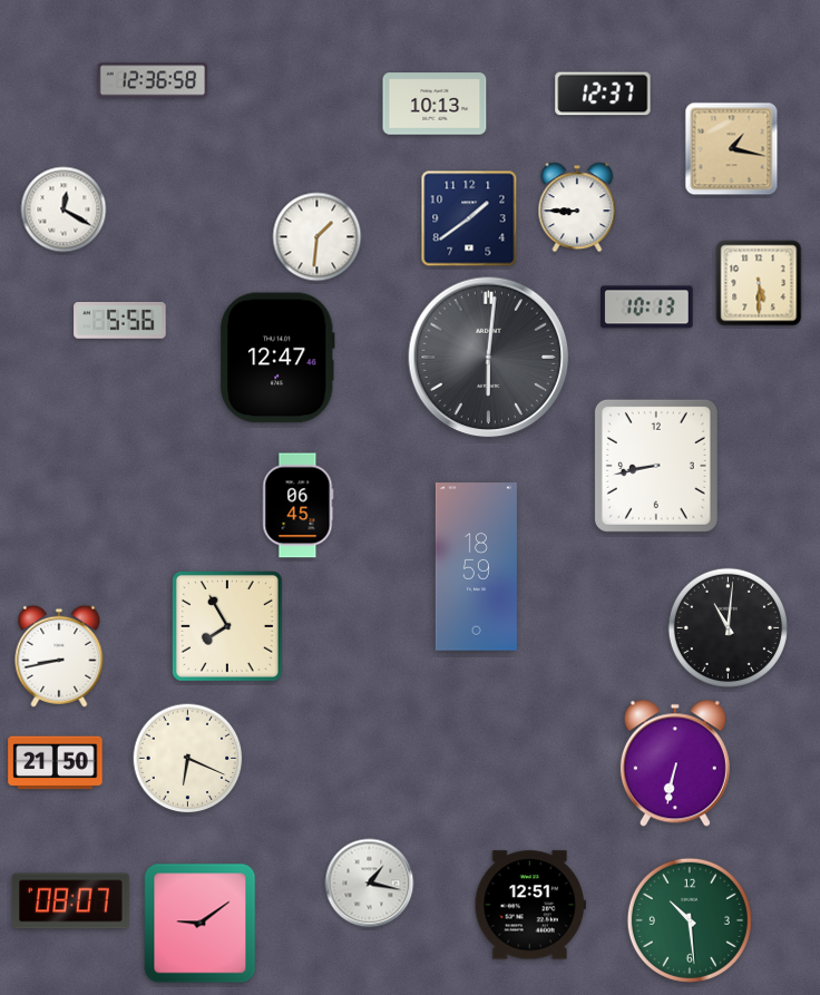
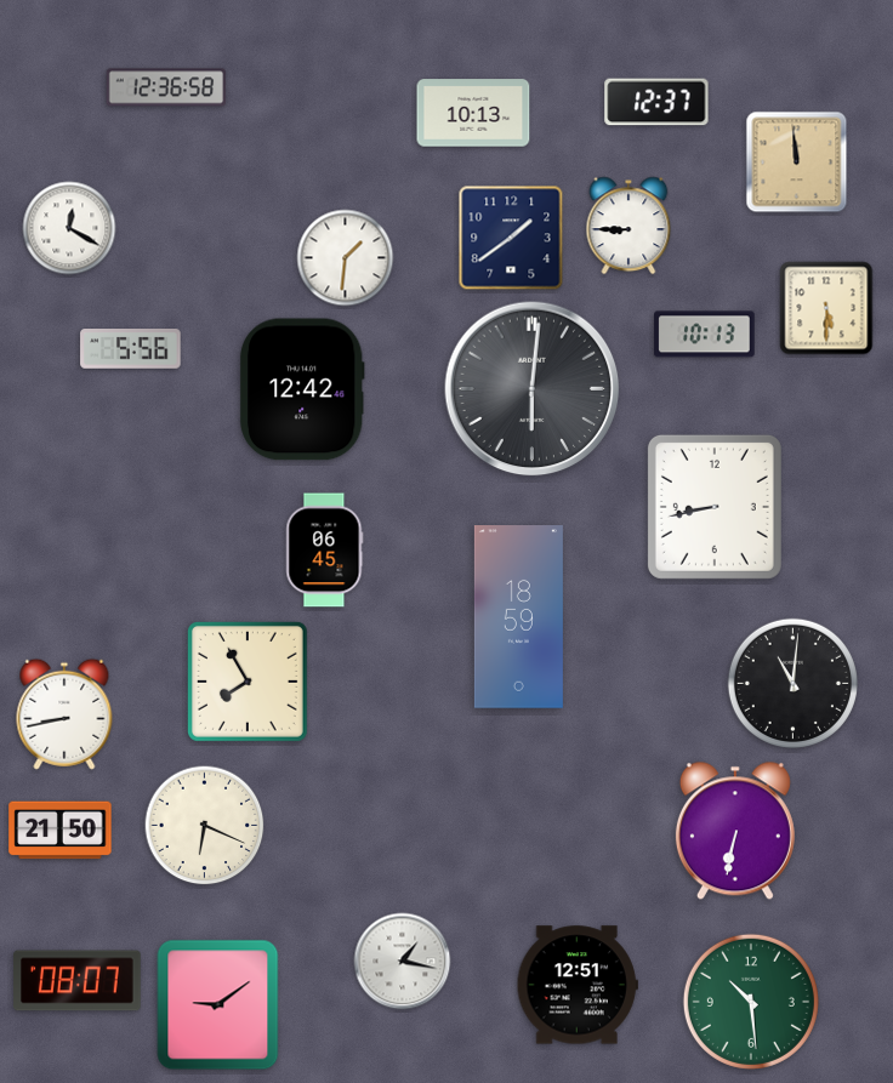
clock at (732, 149): 1:17 -> 11:59
clock at (277, 358): 12:47 -> 12:42
